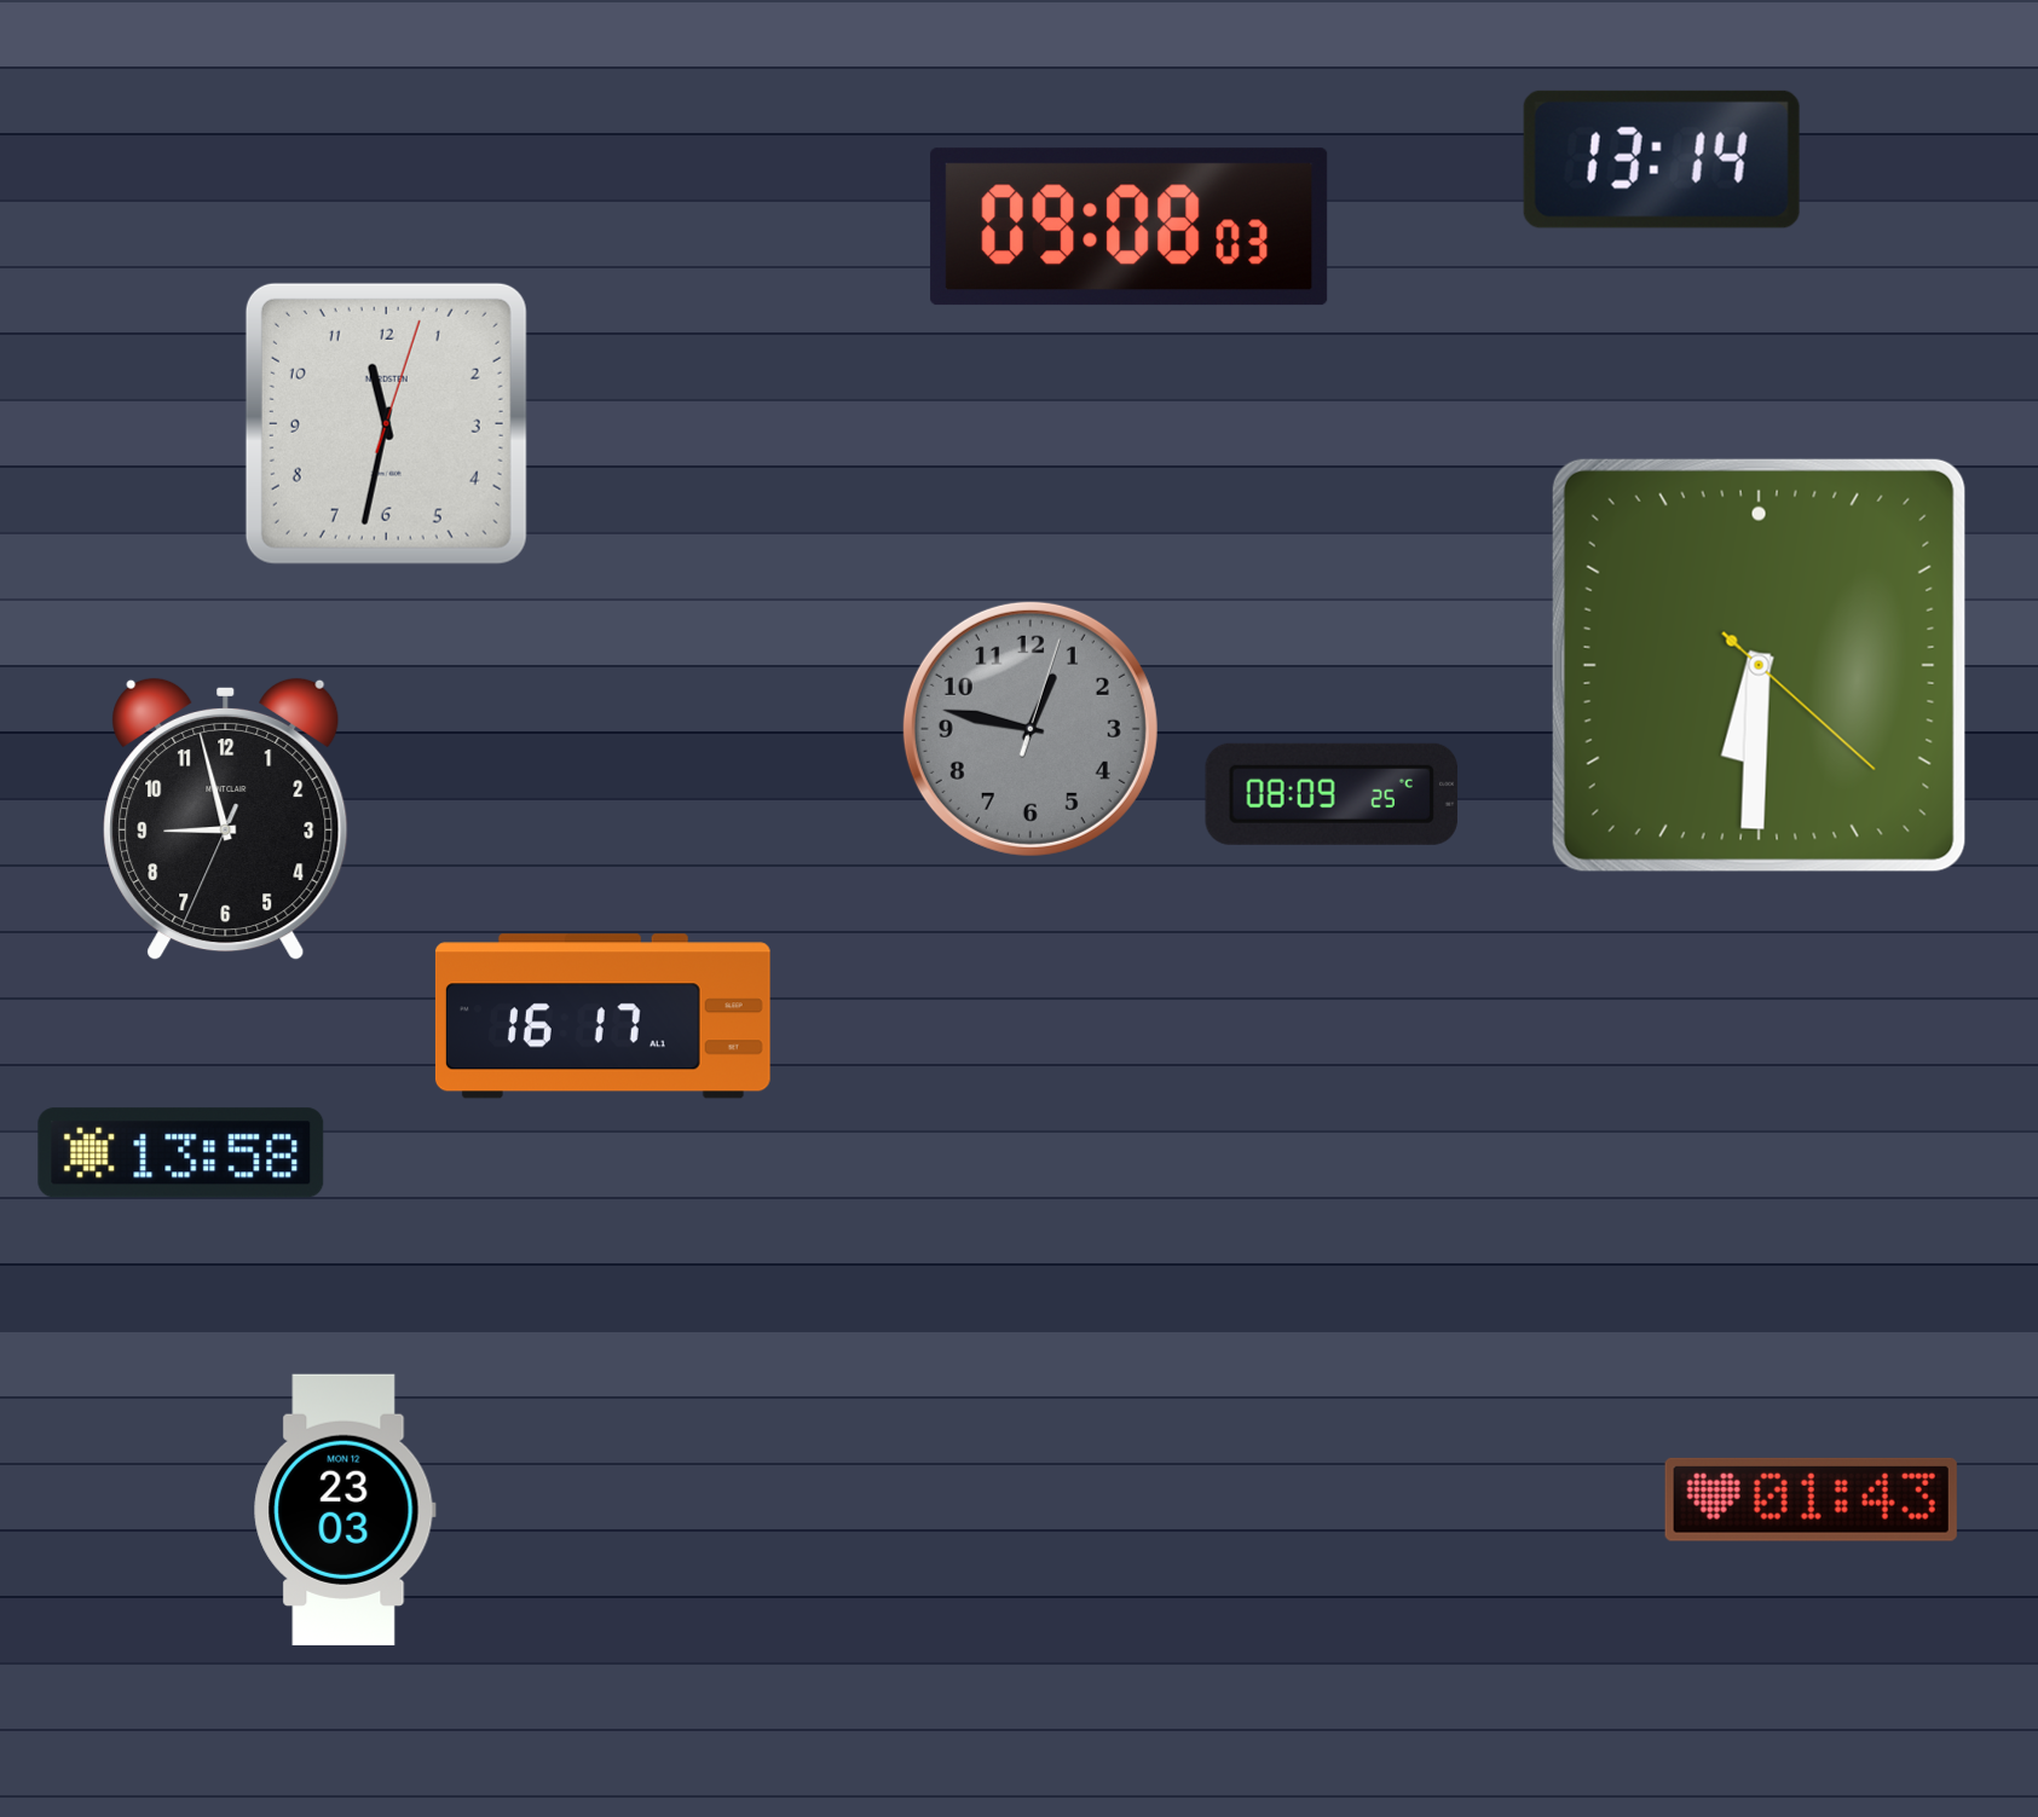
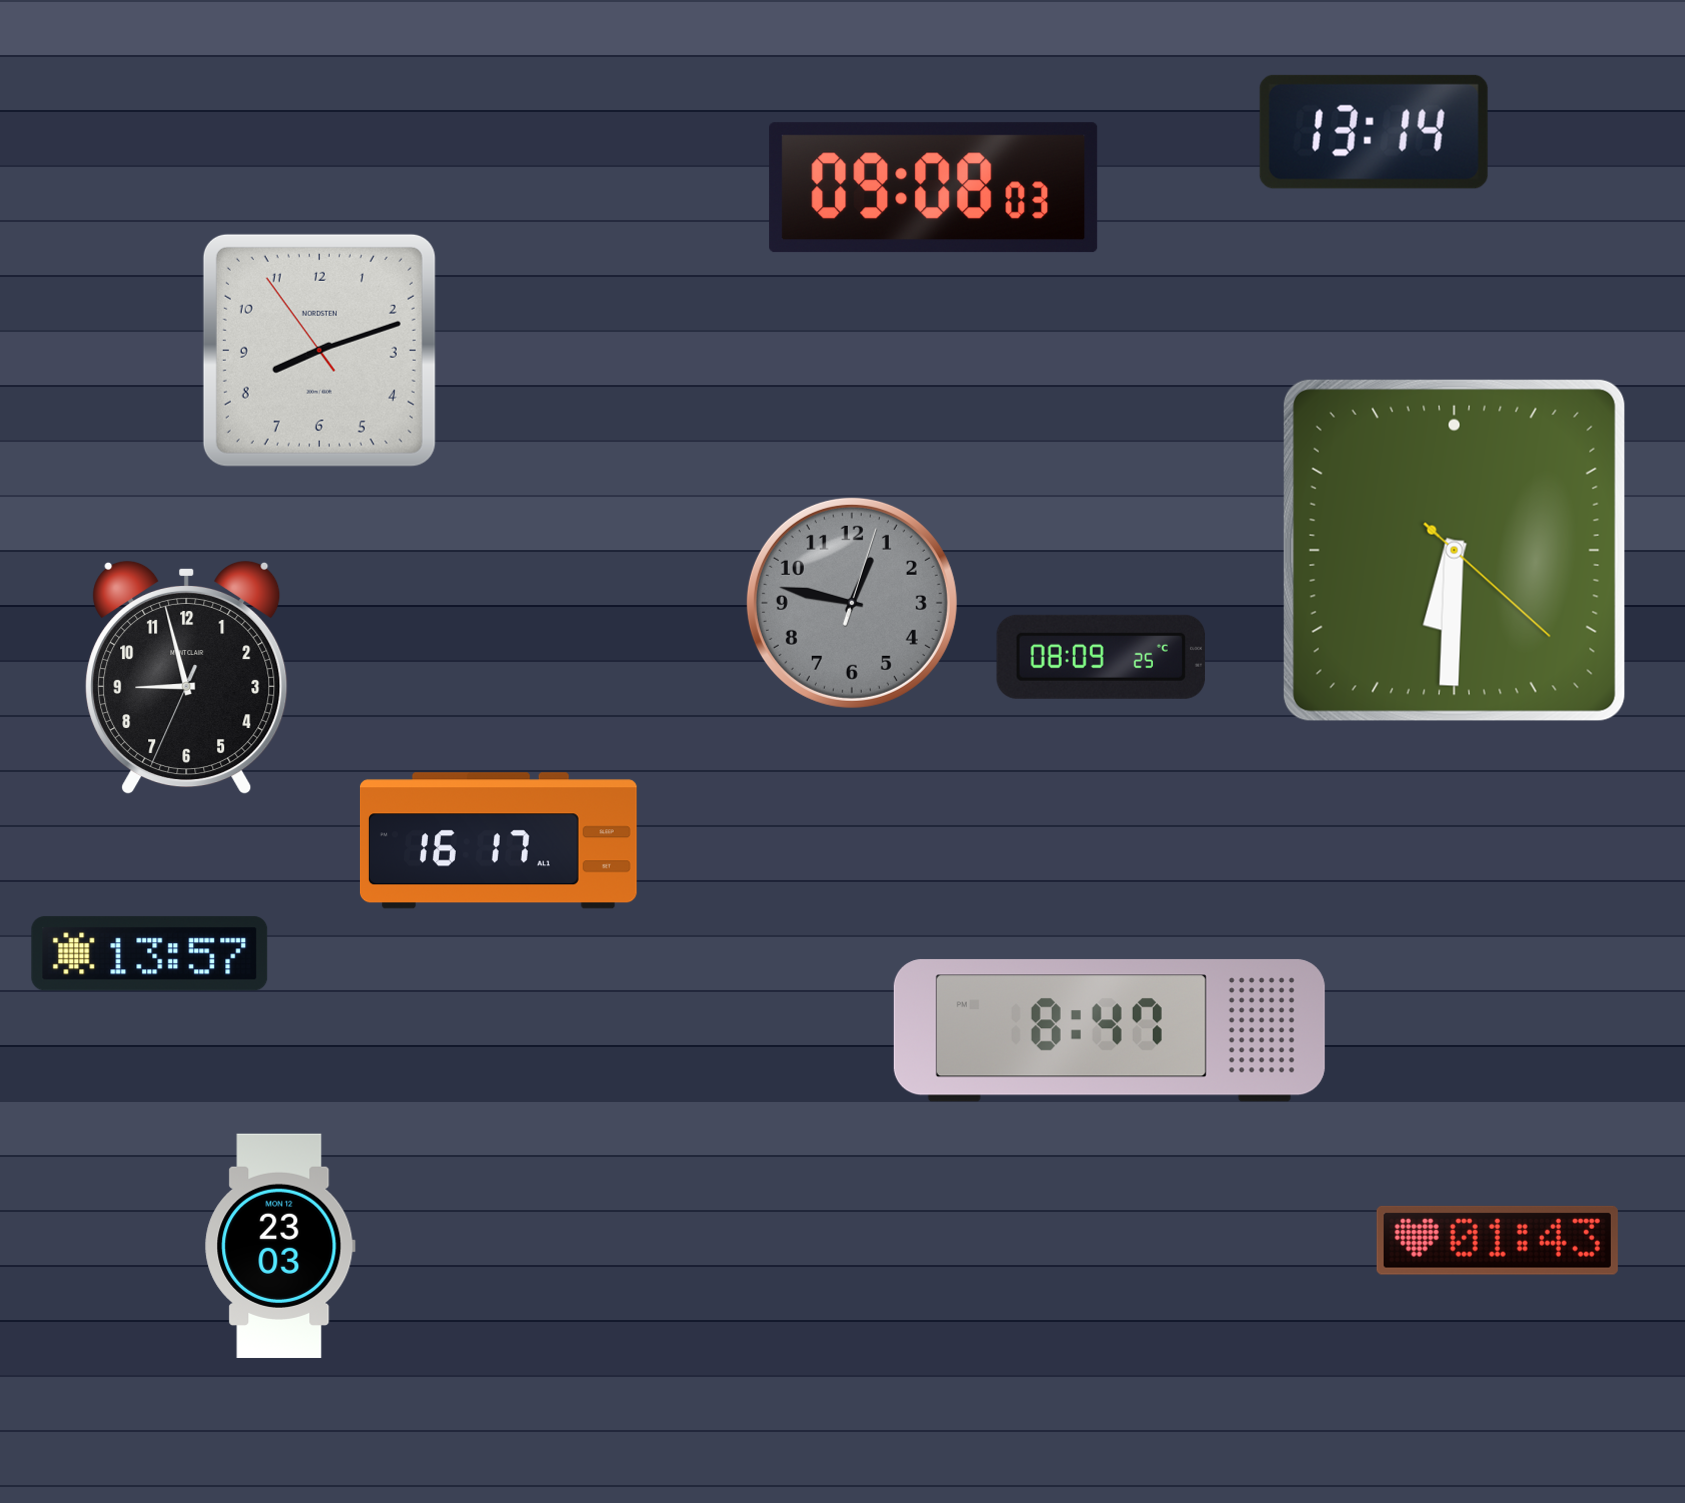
clock at (386, 423): 11:32 -> 8:11
clock at (181, 1153): 13:58 -> 13:57
clock at (1109, 1031): none -> 8:47
clock at (345, 1510) position: (345, 1510) -> (280, 1246)
